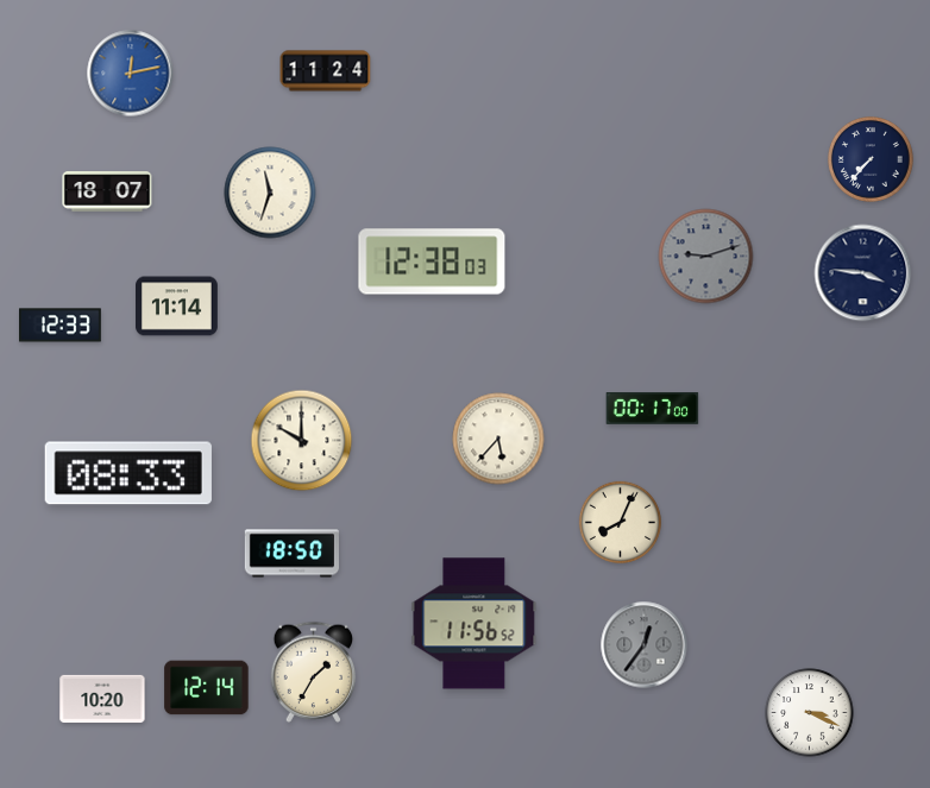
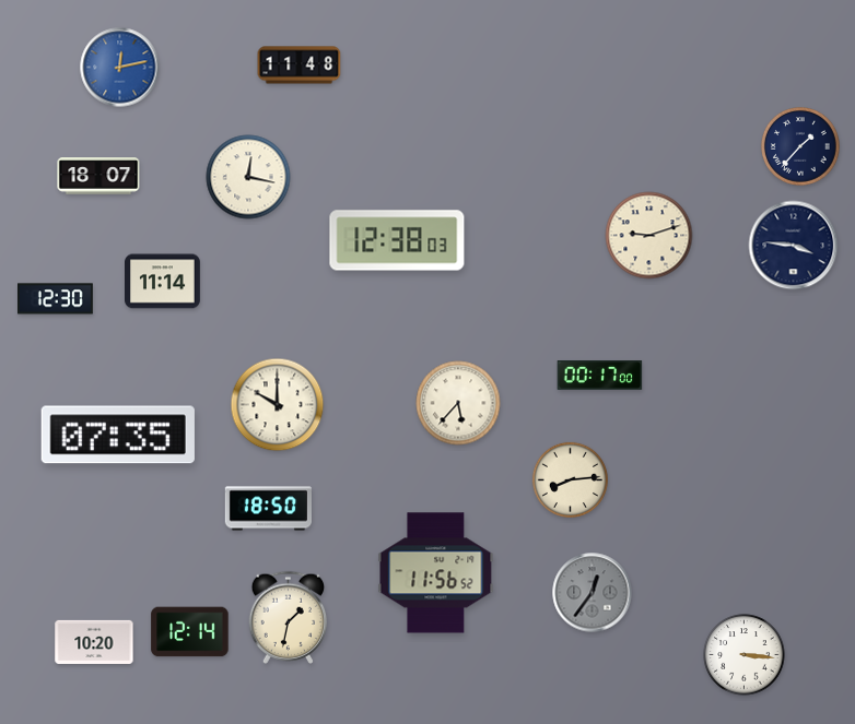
clock at (326, 71): 11:24 -> 11:48
clock at (872, 160): 7:37 -> 1:37
clock at (270, 193): 11:33 -> 12:17
clock at (706, 257) dial: grey -> cream
clock at (863, 273) position: (863, 273) -> (794, 246)
clock at (61, 326): 12:33 -> 12:30
clock at (128, 473): 08:33 -> 07:35
clock at (620, 522): 8:04 -> 8:14
clock at (314, 672): 1:35 -> 1:32
clock at (810, 713): 3:19 -> 3:16
